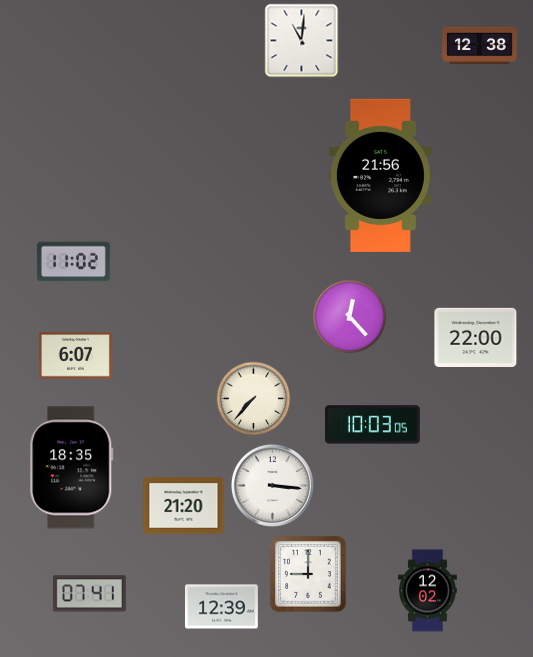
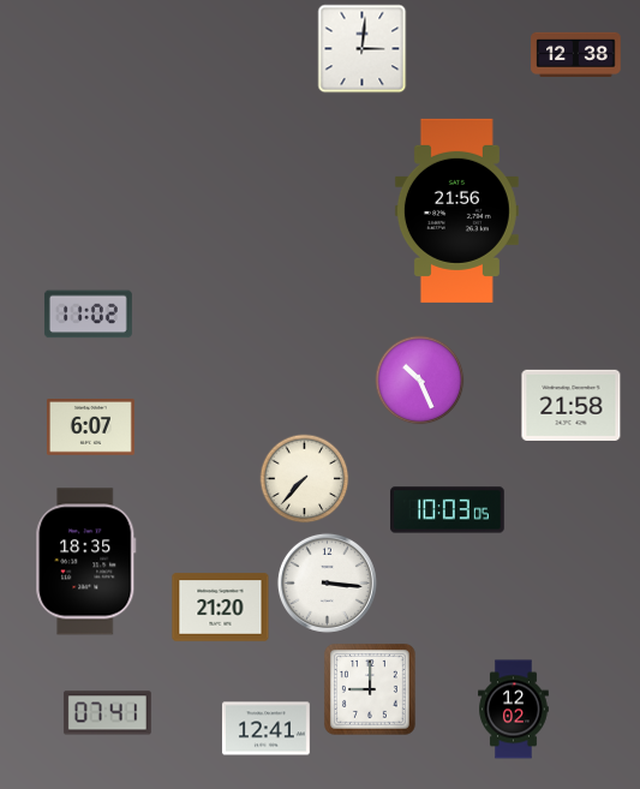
clock at (302, 41): 11:01 -> 3:01
clock at (350, 317): 12:23 -> 10:26
clock at (476, 337): 22:00 -> 21:58
clock at (221, 607): 12:39 -> 12:41
